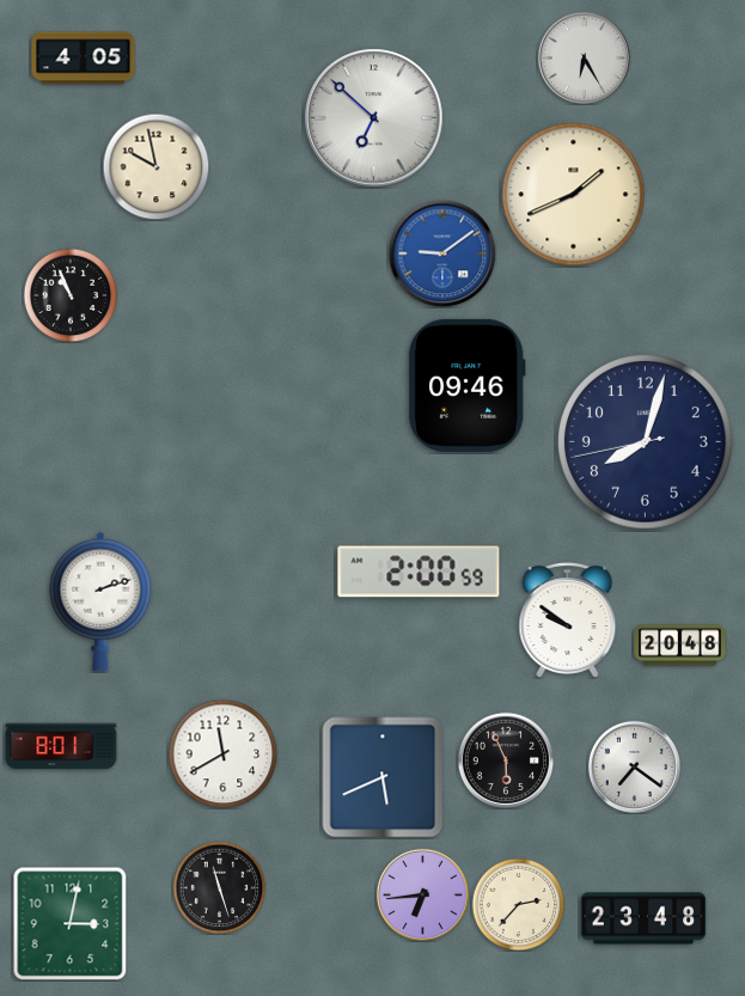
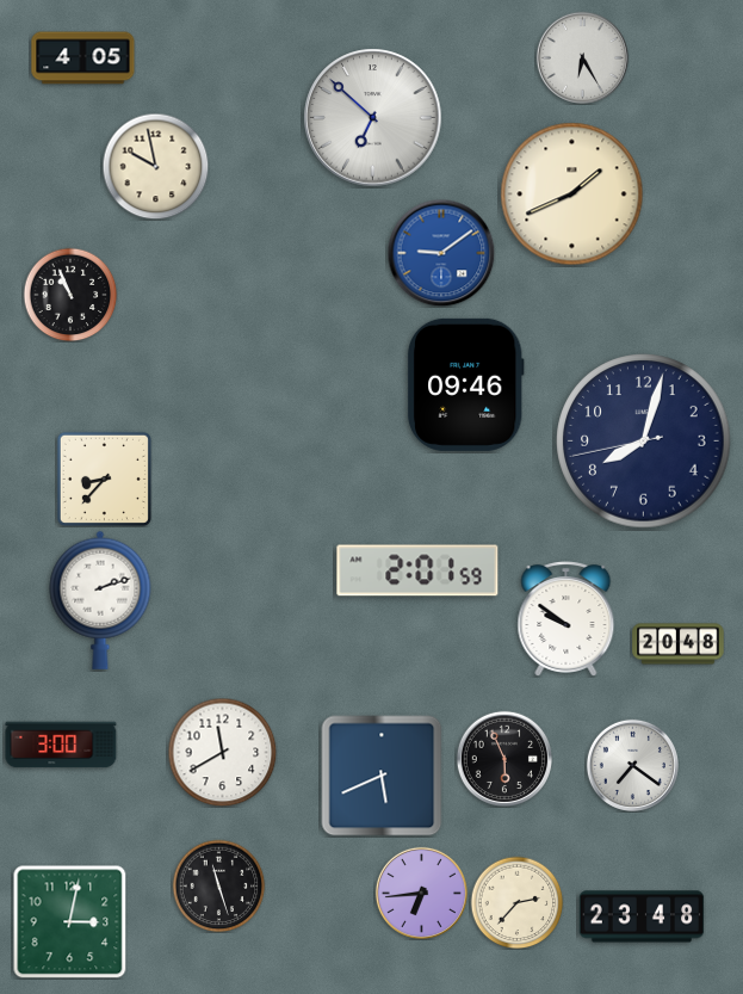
clock at (104, 479): none -> 8:37
clock at (419, 572): 2:00 -> 2:01
clock at (61, 746): 8:01 -> 3:00
